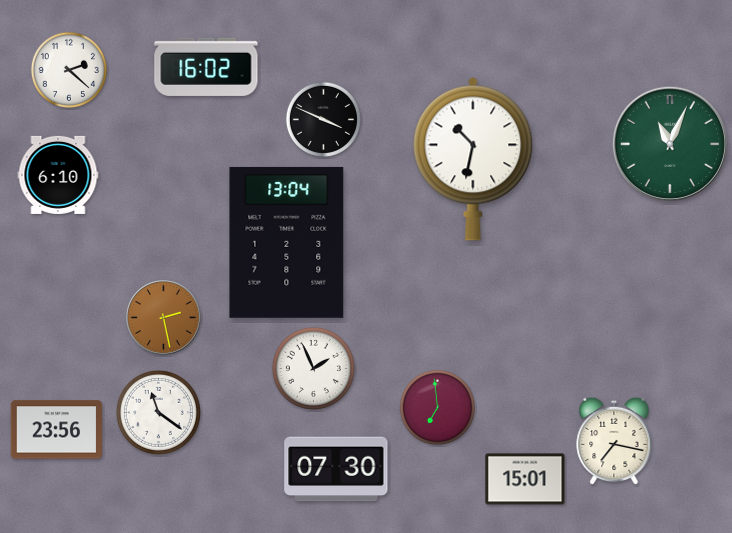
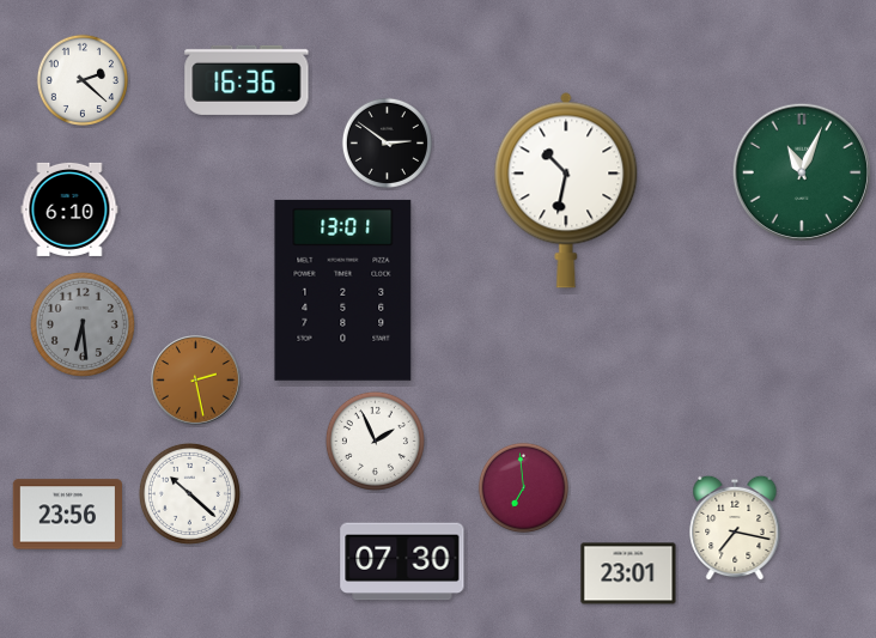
clock at (206, 67): 16:02 -> 16:36
clock at (69, 70) position: (69, 70) -> (83, 80)
clock at (323, 119): 3:49 -> 2:51
clock at (287, 242): 13:04 -> 13:01
clock at (83, 324): none -> 6:29
clock at (158, 412): 11:21 -> 10:22
clock at (525, 479): 15:01 -> 23:01
